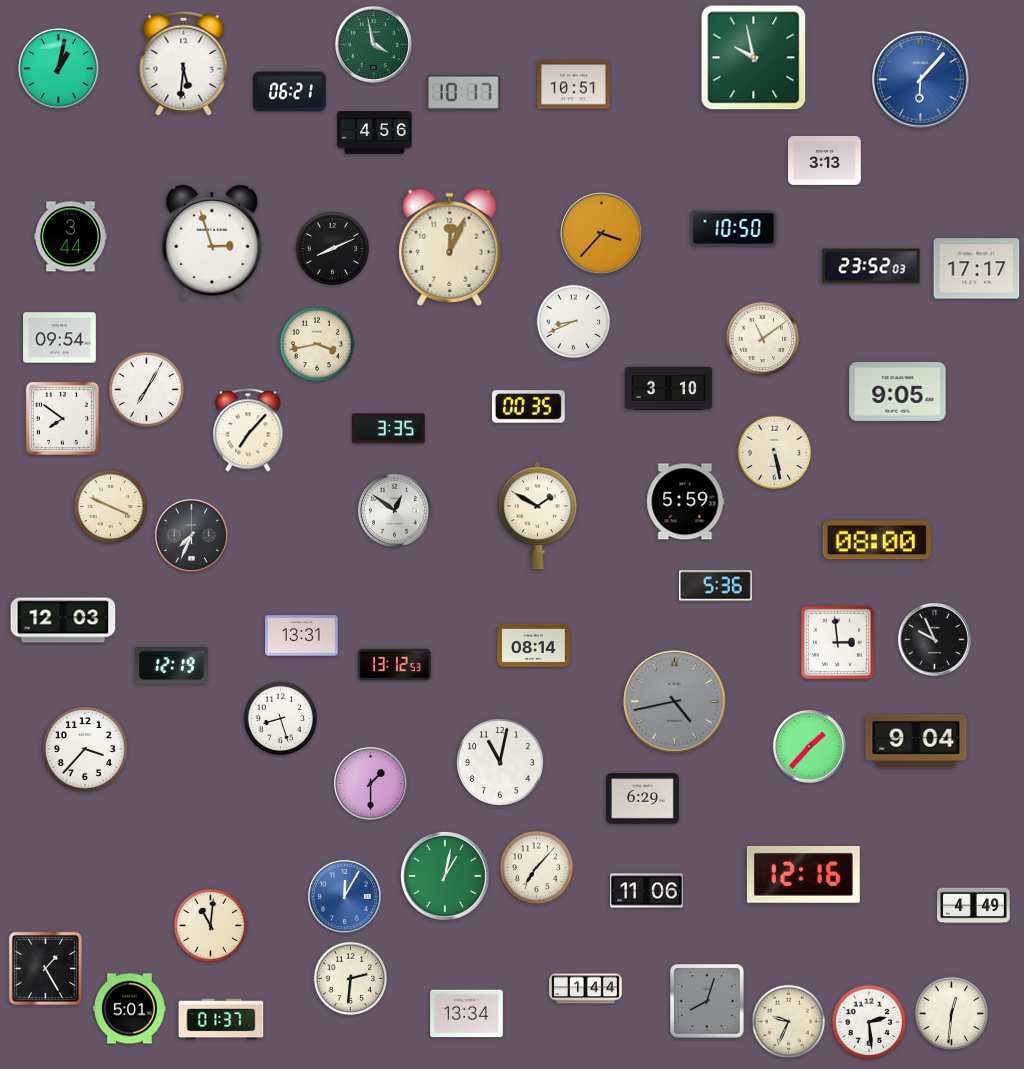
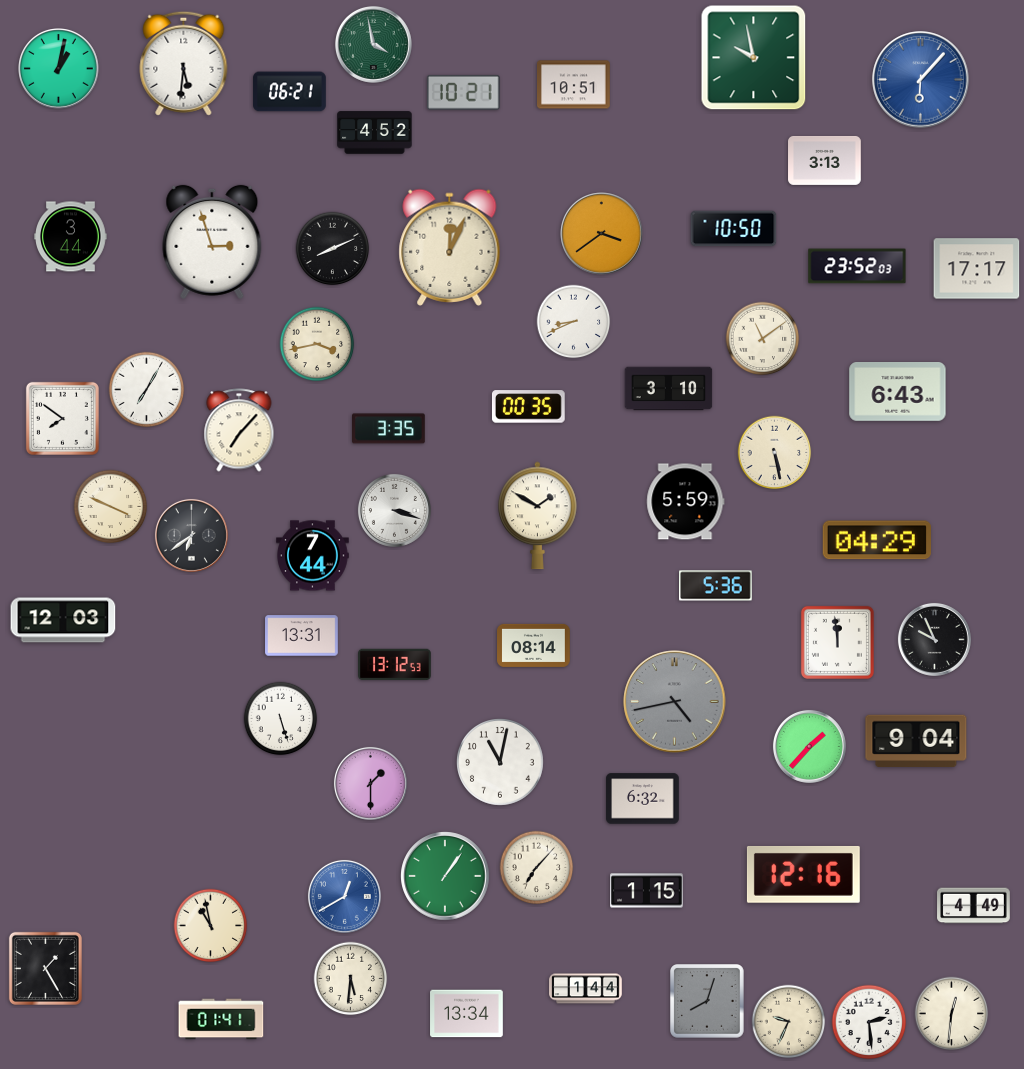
clock at (463, 92): 10:17 -> 10:21
clock at (375, 133): 4:56 -> 4:52
clock at (602, 234): 3:37 -> 3:39
clock at (871, 266) position: (871, 266) -> (857, 266)
clock at (60, 338): 09:54 -> none
clock at (898, 392): 9:05 -> 6:43
clock at (248, 430) position: (248, 430) -> (239, 430)
clock at (394, 510): 12:51 -> 3:18
clock at (191, 535): 7:34 -> 6:39
clock at (877, 540): 08:00 -> 04:29
clock at (313, 556): none -> 7:44
clock at (837, 642): 2:59 -> 11:59
clock at (172, 666): 12:19 -> none
clock at (281, 719): 8:27 -> 5:27
clock at (85, 749): 3:37 -> none
clock at (643, 799): 6:29 -> 6:32
clock at (445, 876): 1:02 -> 1:06
clock at (647, 891): 11:06 -> 1:15
clock at (344, 896): 12:05 -> 12:40
clock at (211, 926): 11:01 -> 10:58
clock at (351, 979): 2:31 -> 5:31
clock at (130, 1009): 5:01 -> none
clock at (221, 1019): 01:37 -> 01:41
